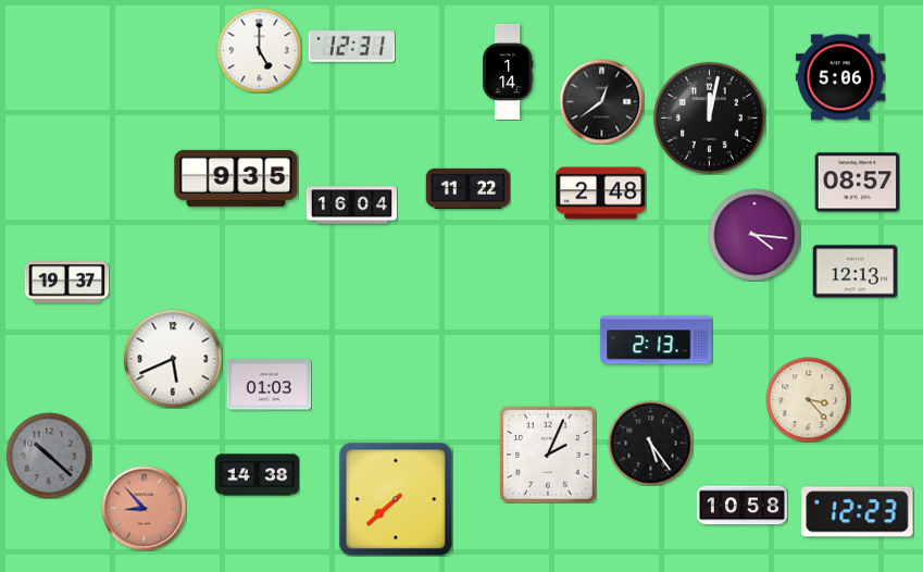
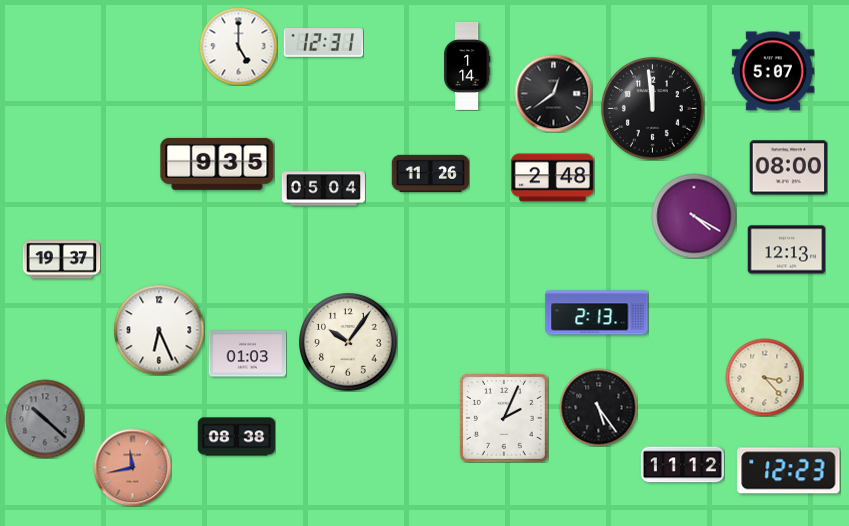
clock at (840, 77): 5:06 -> 5:07
clock at (710, 119): 12:02 -> 11:59
clock at (857, 183): 08:57 -> 08:00
clock at (467, 188): 11:22 -> 11:26
clock at (351, 206): 16:04 -> 05:04
clock at (754, 235): 4:16 -> 4:20
clock at (657, 340) position: (657, 340) -> (597, 313)
clock at (173, 359): 5:41 -> 6:26
clock at (348, 342): none -> 10:06
clock at (808, 399) position: (808, 399) -> (764, 377)
clock at (257, 475): 14:38 -> 08:38
clock at (396, 499): 7:38 -> none
clock at (741, 506): 10:58 -> 11:12
clock at (144, 508): 8:53 -> 11:43
